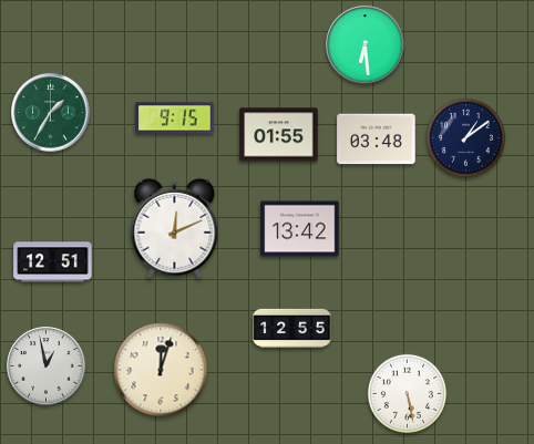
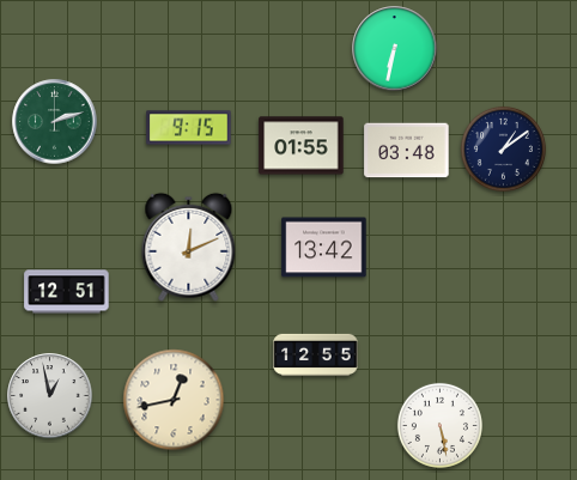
clock at (366, 45): 6:29 -> 6:32
clock at (51, 113): 1:35 -> 2:12
clock at (53, 262) position: (53, 262) -> (67, 292)
clock at (161, 370): 12:03 -> 12:43
